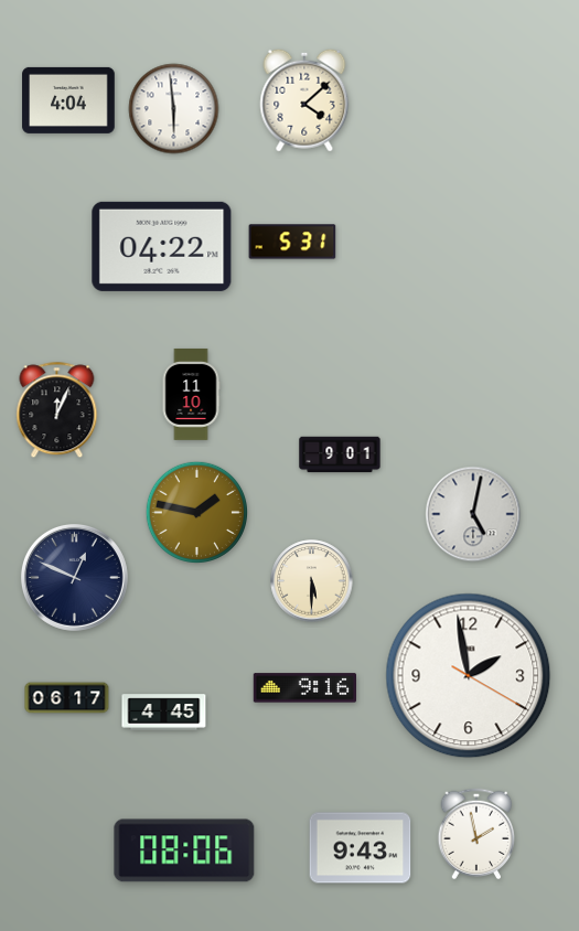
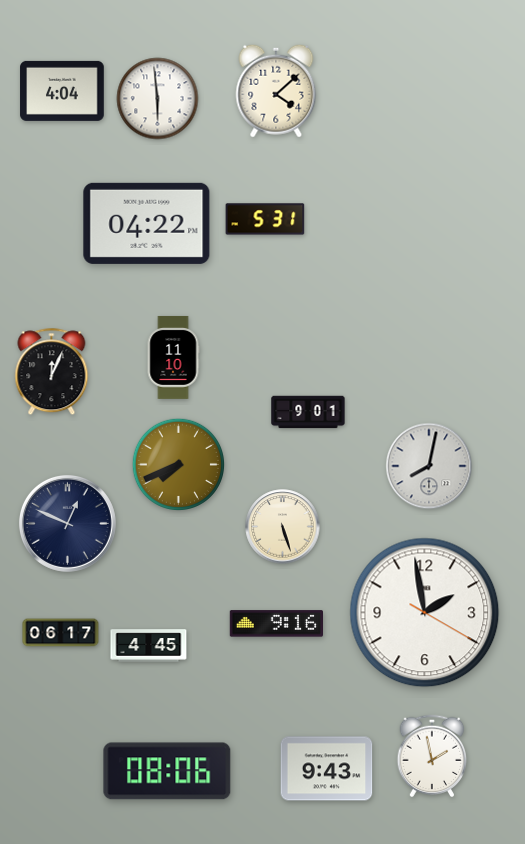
clock at (196, 512): 1:47 -> 7:41
clock at (473, 514): 5:02 -> 8:02
clock at (312, 581): 5:30 -> 5:27
